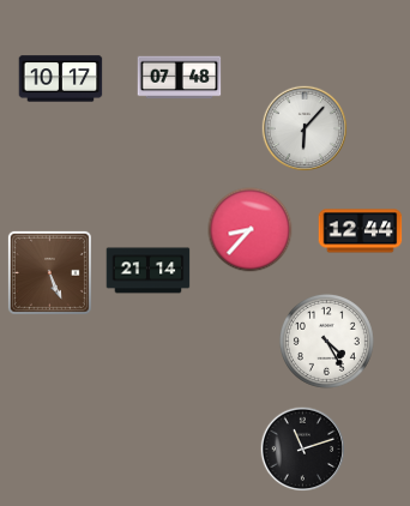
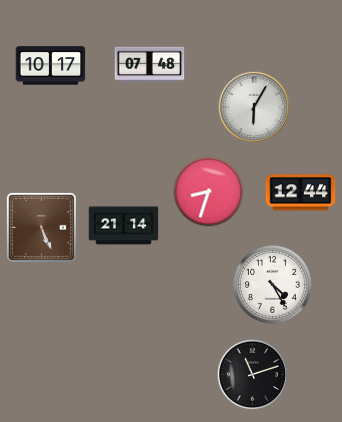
clock at (305, 128): 6:07 -> 6:05
clock at (251, 230): 8:37 -> 8:33
